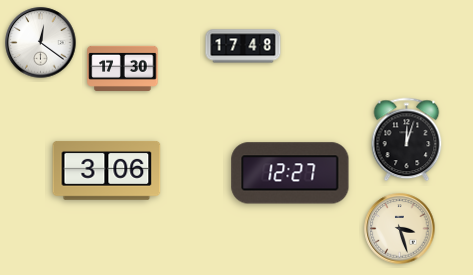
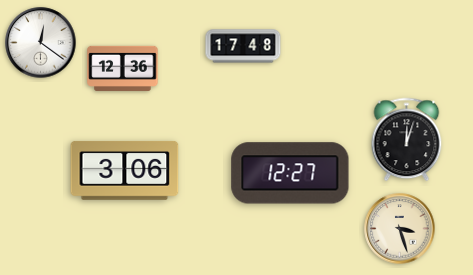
clock at (123, 68): 17:30 -> 12:36
clock at (107, 170) position: (107, 170) -> (125, 170)
